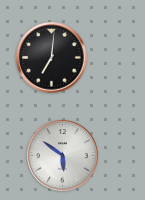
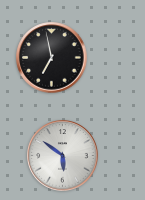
clock at (52, 58): 7:01 -> 6:58
